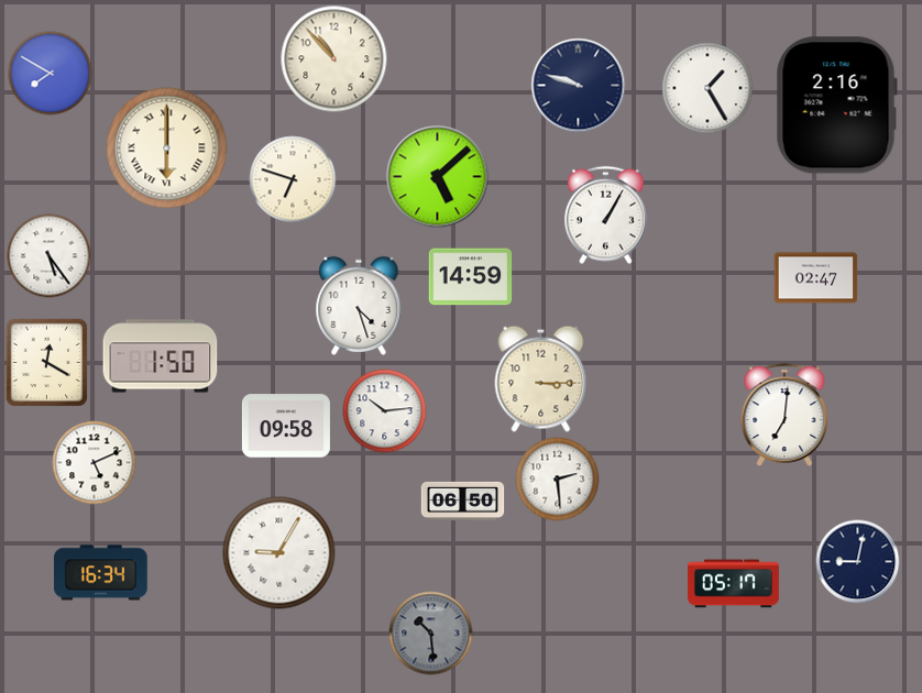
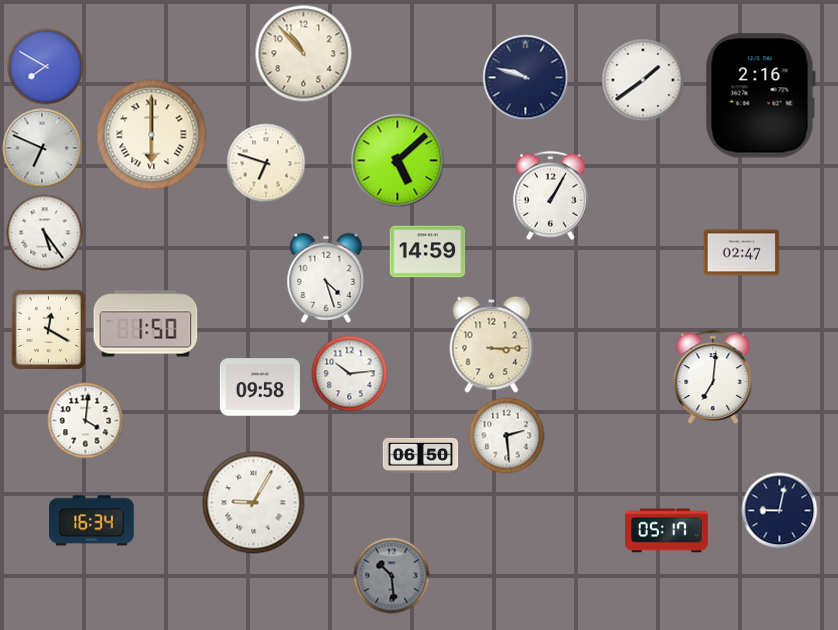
clock at (707, 88): 1:25 -> 1:39
clock at (42, 148): none -> 6:49
clock at (47, 363) position: (47, 363) -> (49, 330)
clock at (95, 463): 5:11 -> 4:01
